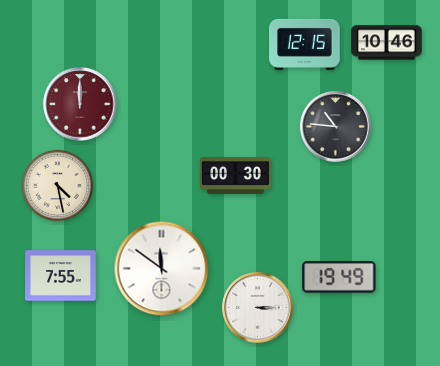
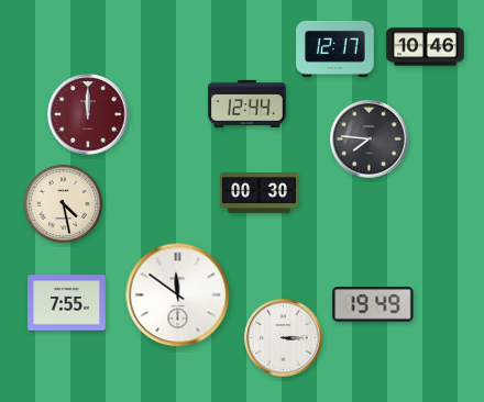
clock at (305, 44): 12:15 -> 12:17
clock at (248, 103): none -> 12:44
clock at (336, 127): 10:46 -> 7:46
